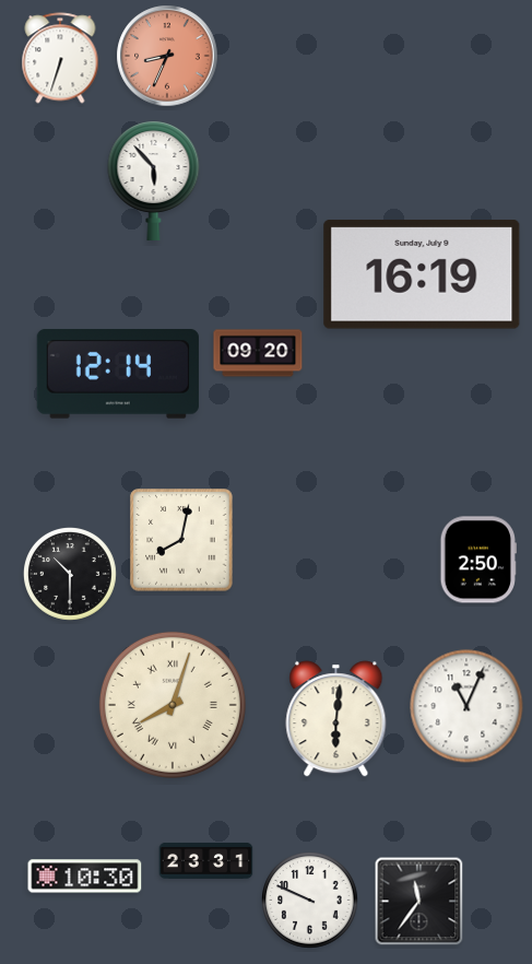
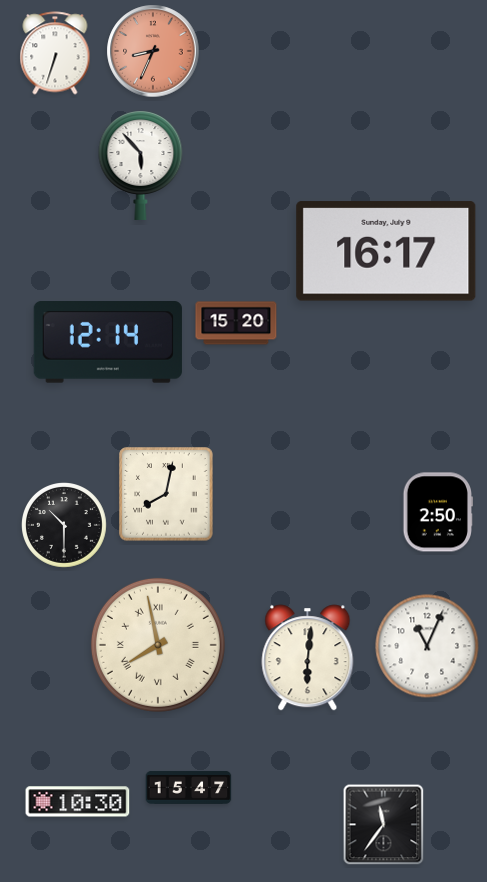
clock at (422, 274): 16:19 -> 16:17
clock at (258, 353): 09:20 -> 15:20
clock at (173, 705): 8:03 -> 7:58
clock at (206, 860): 23:31 -> 15:47
clock at (310, 901): 9:49 -> none
